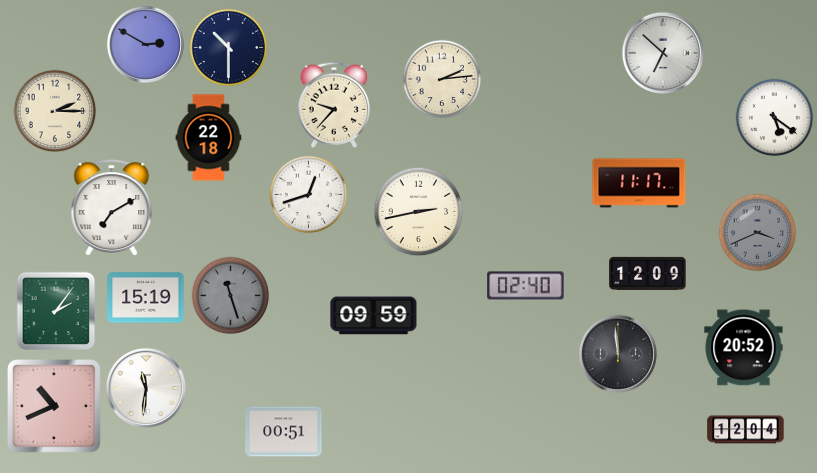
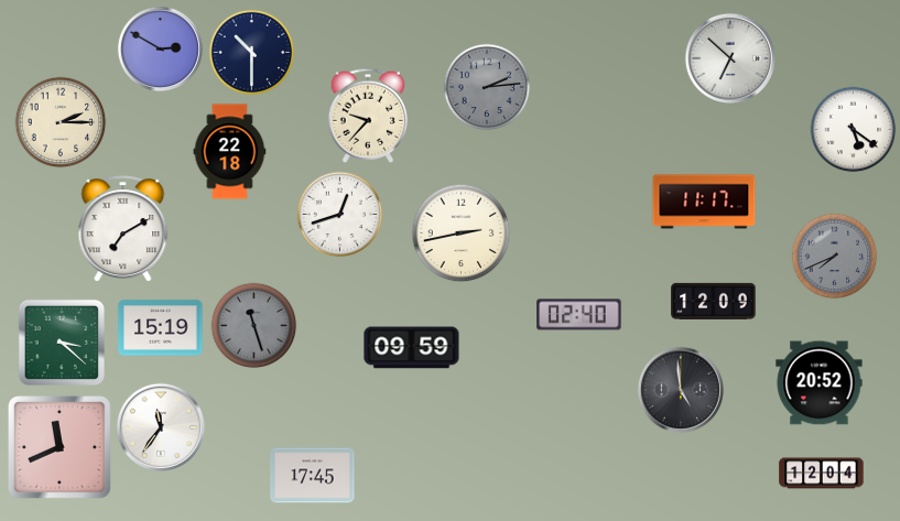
clock at (442, 79) dial: cream -> grey
clock at (757, 232): 3:41 -> 7:41
clock at (55, 310): 2:06 -> 3:22
clock at (618, 354): 11:59 -> 4:59
clock at (146, 388): 11:31 -> 11:36
clock at (55, 407): 10:41 -> 11:41
clock at (284, 432): 00:51 -> 17:45
